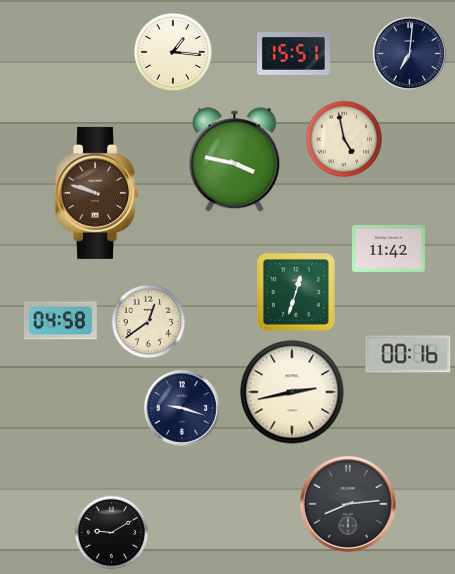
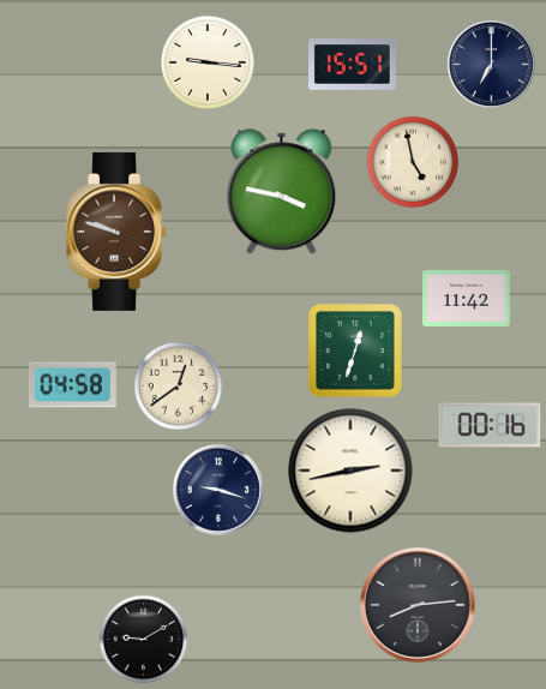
clock at (173, 52): 1:16 -> 9:16
clock at (409, 53): 7:01 -> 7:00
clock at (344, 139) position: (344, 139) -> (413, 162)
clock at (112, 533) position: (112, 533) -> (144, 640)
